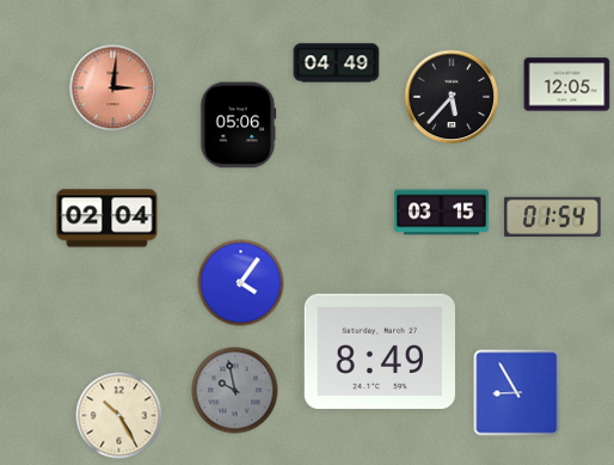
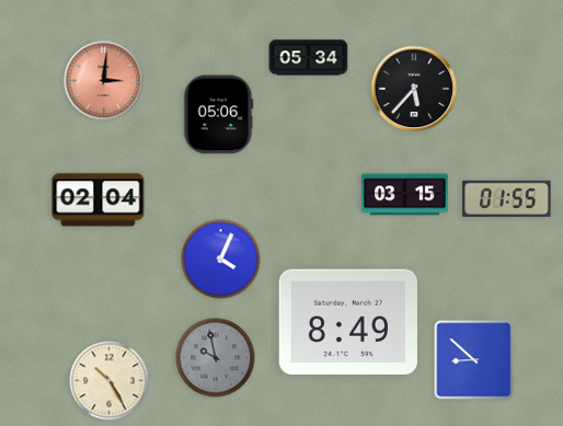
clock at (337, 63): 04:49 -> 05:34
clock at (567, 85): 12:05 -> none
clock at (553, 216): 01:54 -> 01:55
clock at (241, 283): 4:06 -> 4:04
clock at (517, 393): 8:55 -> 8:52
